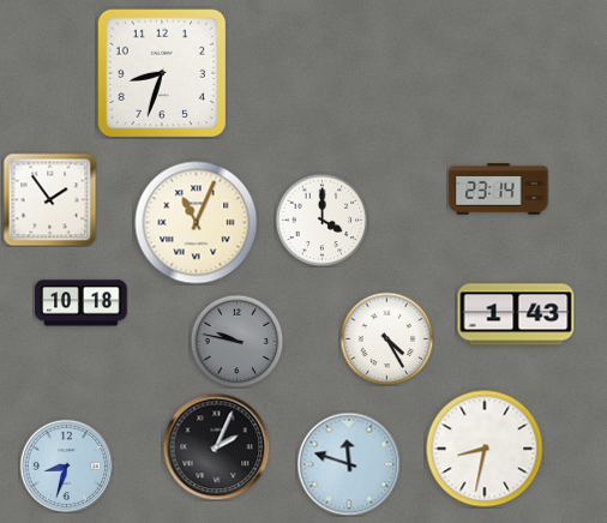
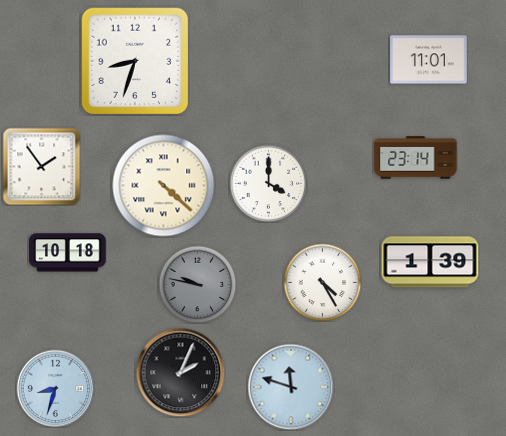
clock at (429, 60): none -> 11:01
clock at (197, 223): 11:04 -> 4:22
clock at (516, 314): 1:43 -> 1:39
clock at (485, 449): 8:32 -> none
